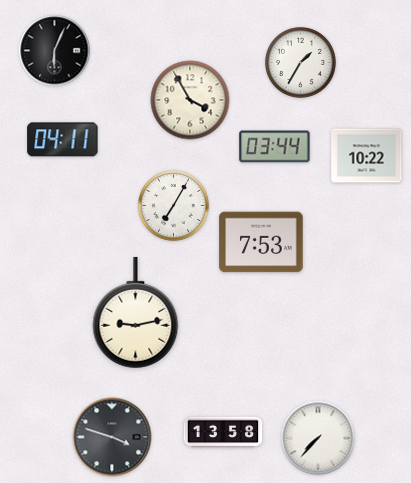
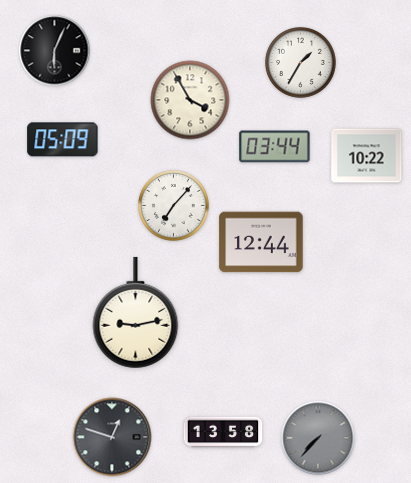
clock at (63, 140): 04:11 -> 05:09
clock at (174, 206): 7:05 -> 7:07
clock at (261, 242): 7:53 -> 12:44
clock at (112, 437): 3:48 -> 12:48
clock at (318, 438) dial: white -> grey
